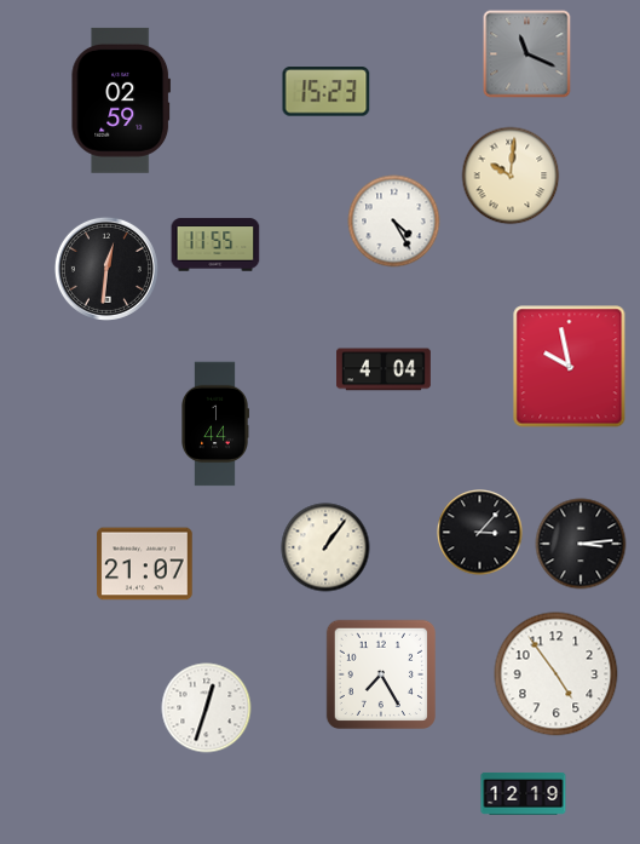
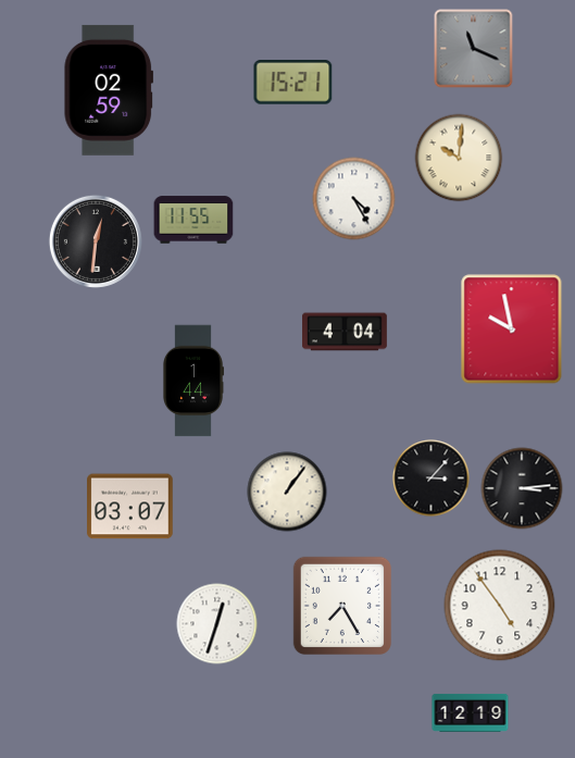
clock at (327, 92): 15:23 -> 15:21
clock at (325, 547) position: (325, 547) -> (287, 492)
clock at (145, 564): 21:07 -> 03:07
clock at (207, 708) position: (207, 708) -> (217, 624)
